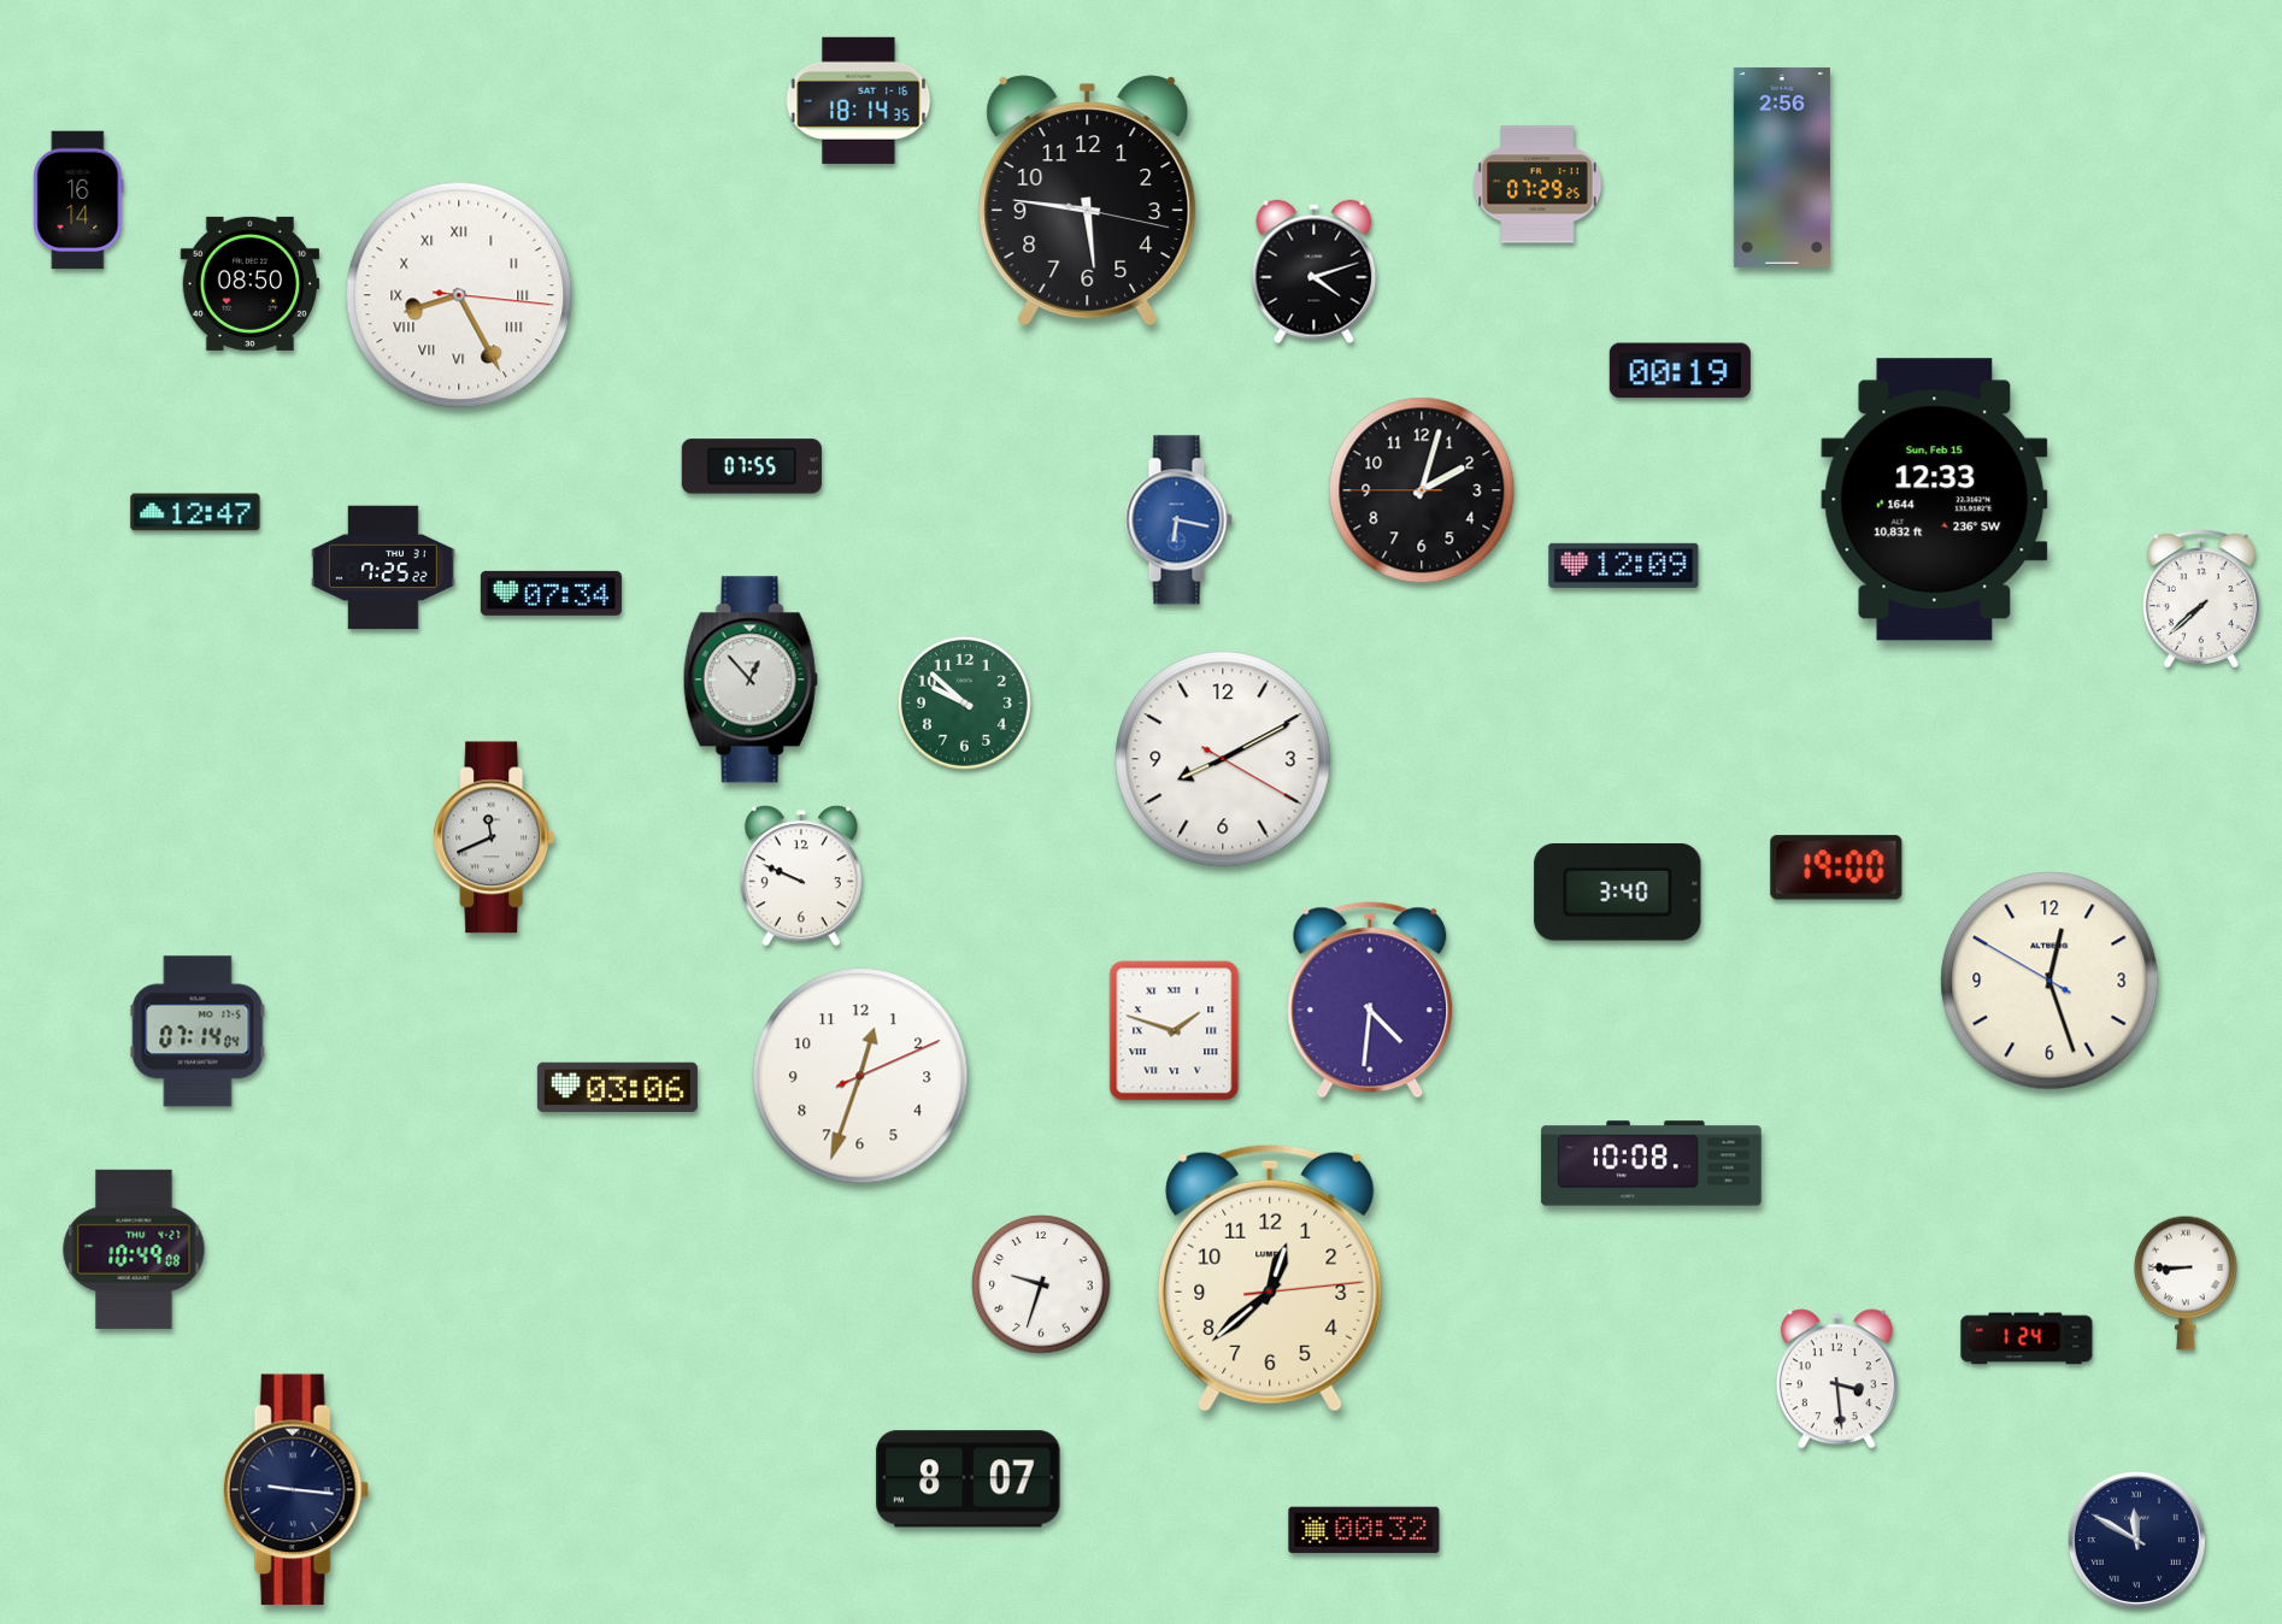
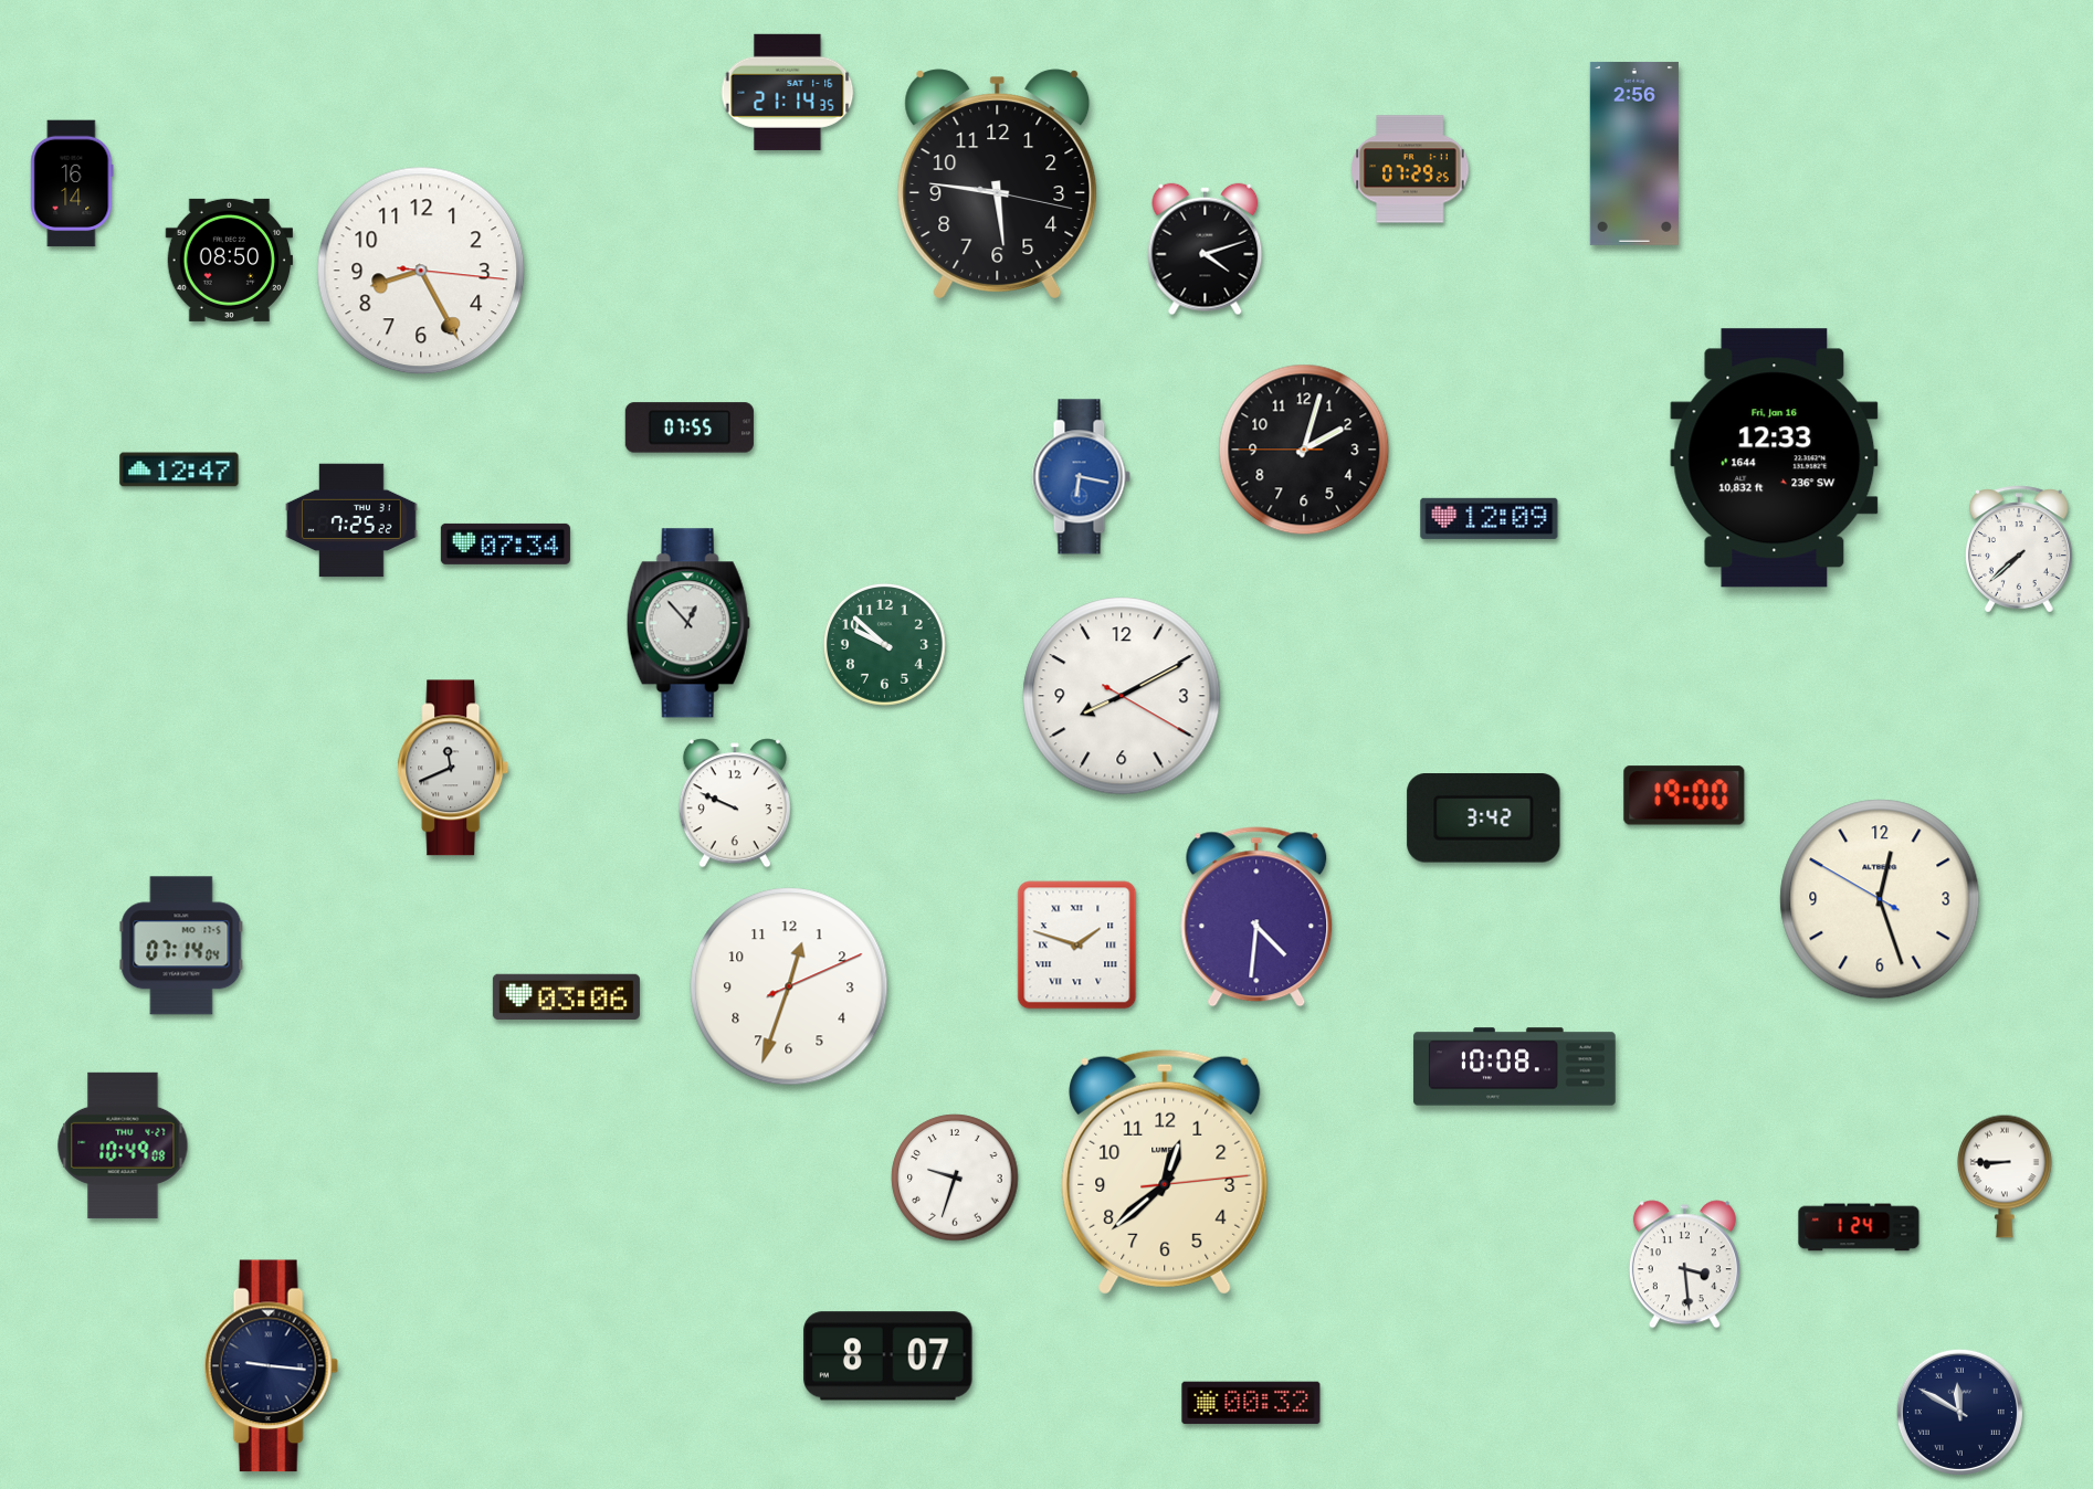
clock at (859, 100): 18:14 -> 21:14
clock at (459, 295) numerals: Roman -> Arabic
clock at (1680, 371): 00:19 -> none
clock at (1935, 500) date: Sun, Feb 15 -> Fri, Jan 16
clock at (1618, 893): 3:40 -> 3:42
